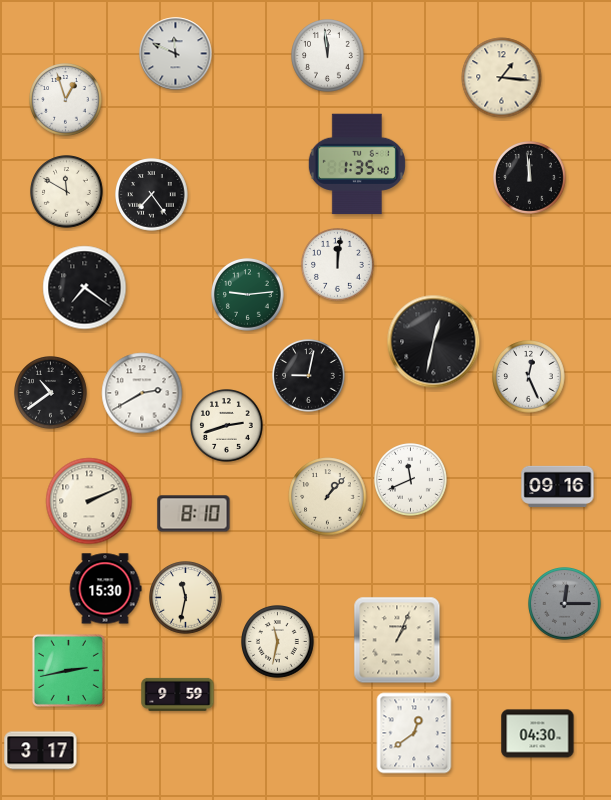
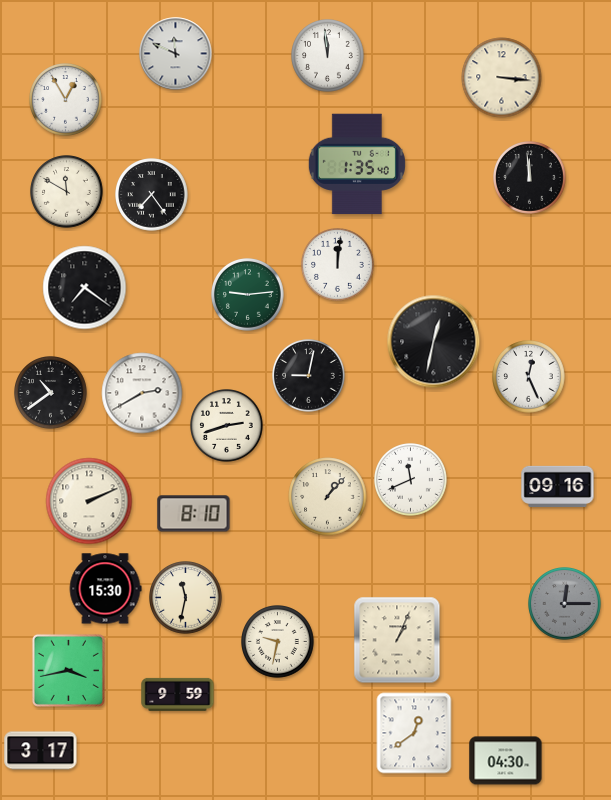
clock at (502, 78): 1:16 -> 3:16
clock at (66, 100): 12:57 -> 12:55
clock at (278, 642): 11:32 -> 9:32
clock at (68, 670): 2:43 -> 3:43
clock at (538, 734) position: (538, 734) -> (506, 761)
